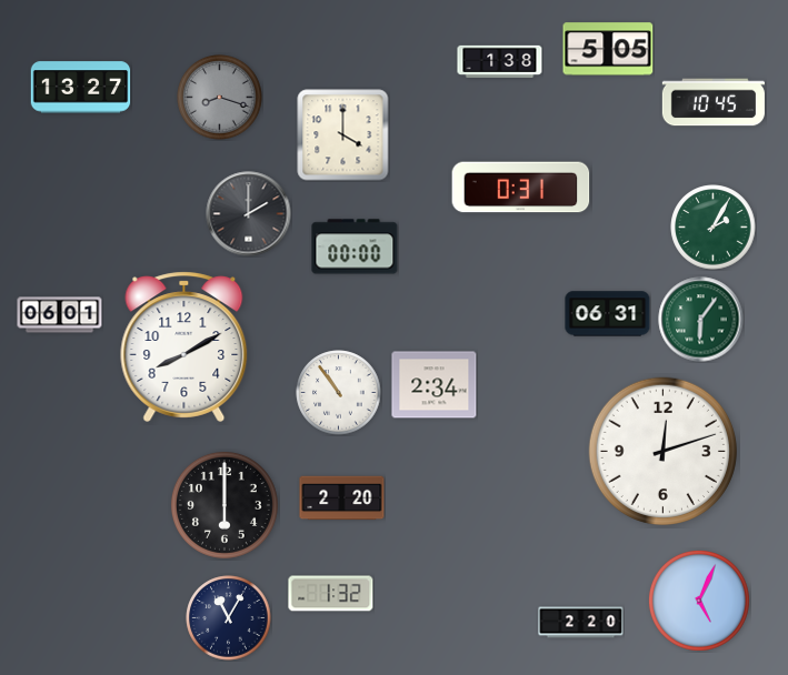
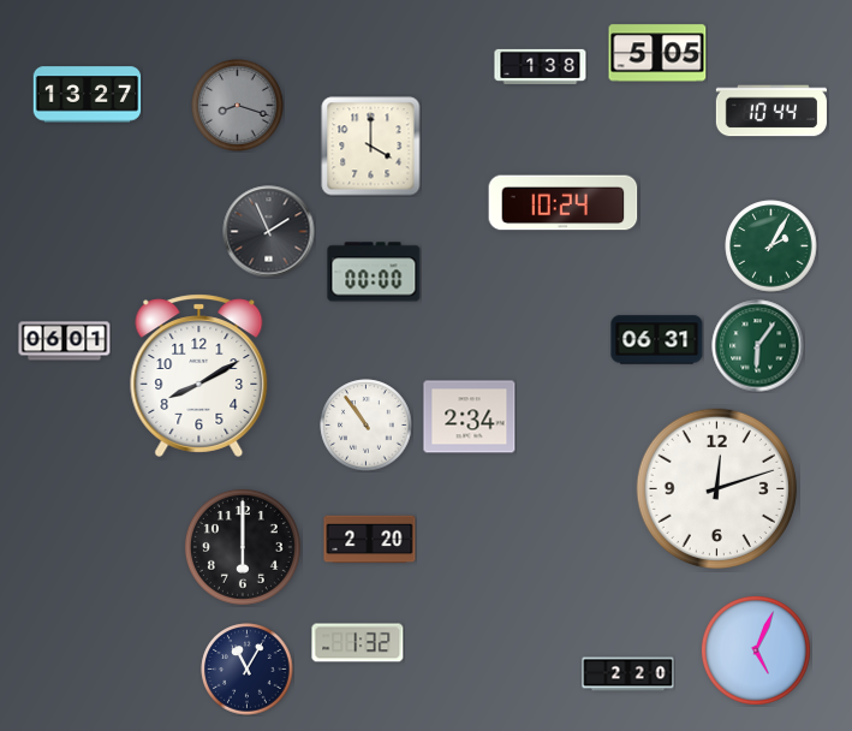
clock at (714, 102): 10:45 -> 10:44
clock at (521, 188): 0:31 -> 10:24
clock at (249, 214): 2:00 -> 1:56
clock at (355, 246) position: (355, 246) -> (374, 272)
